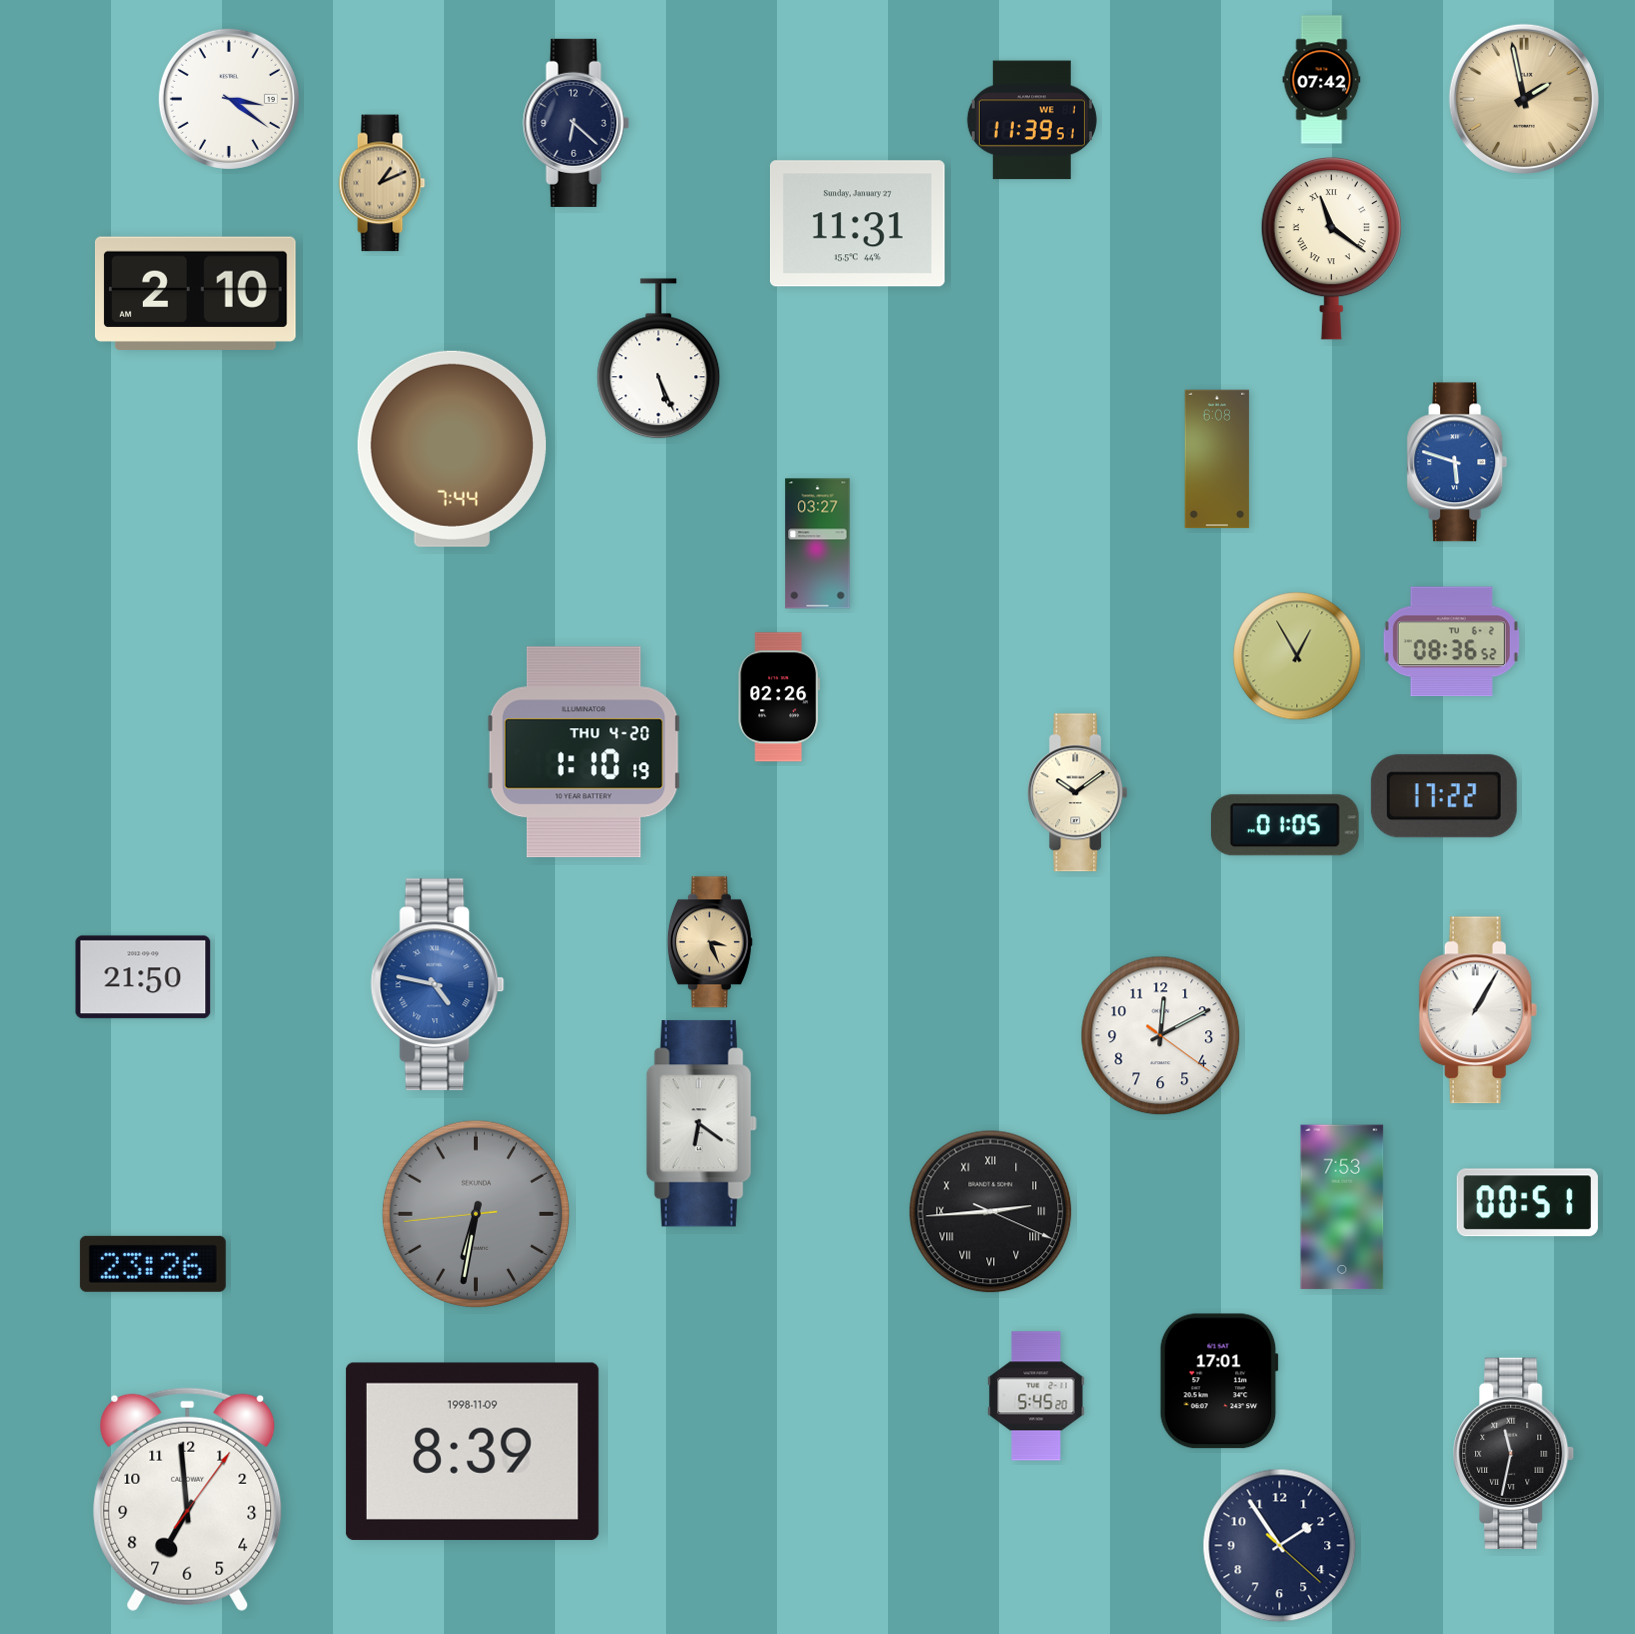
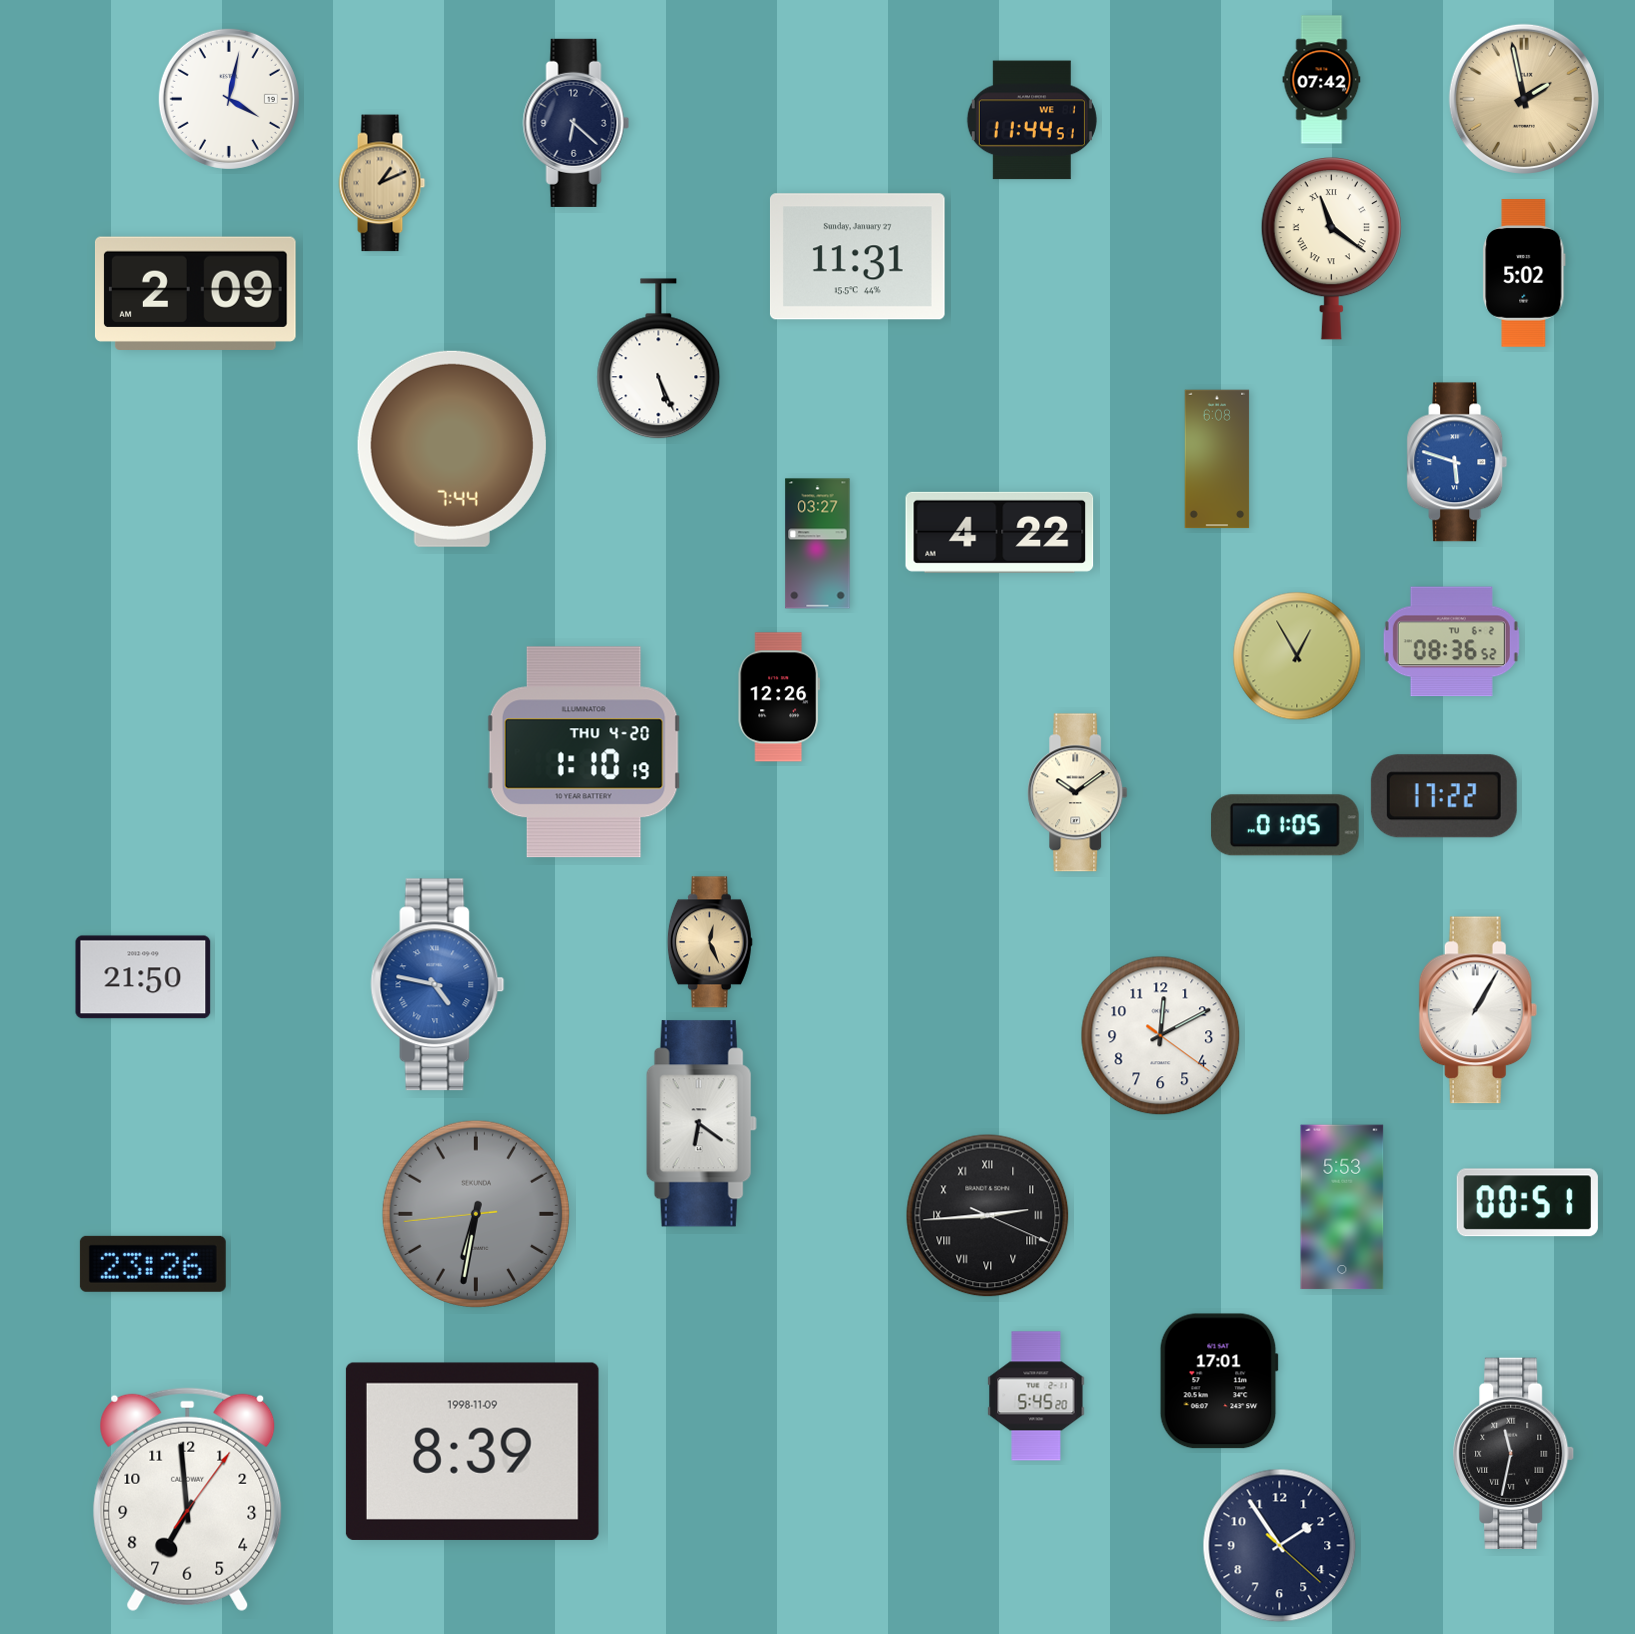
clock at (229, 99): 3:21 -> 4:02
clock at (1032, 120): 11:39 -> 11:44
clock at (857, 224) position: (857, 224) -> (857, 257)
clock at (1524, 273): none -> 5:02
clock at (195, 293): 2:10 -> 2:09
clock at (1000, 532): none -> 4:22
clock at (778, 697): 02:26 -> 12:26
clock at (710, 942): 3:26 -> 12:26
clock at (1342, 1207): 7:53 -> 5:53
clock at (991, 1212) position: (991, 1212) -> (988, 1216)
